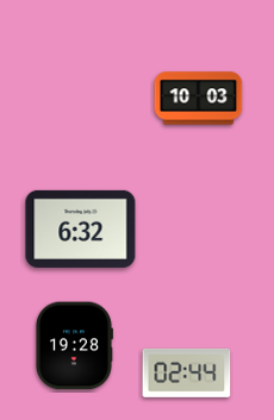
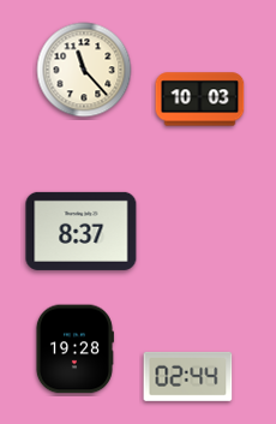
clock at (84, 70): none -> 11:23
clock at (81, 228): 6:32 -> 8:37
